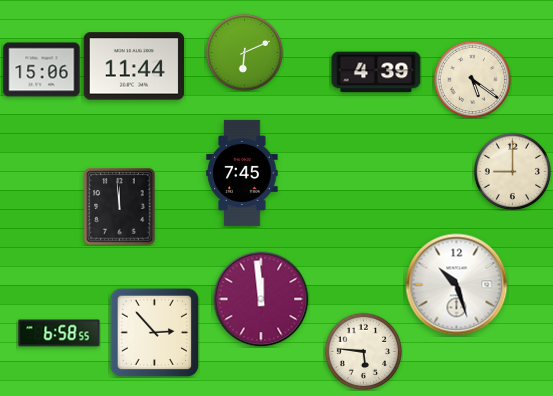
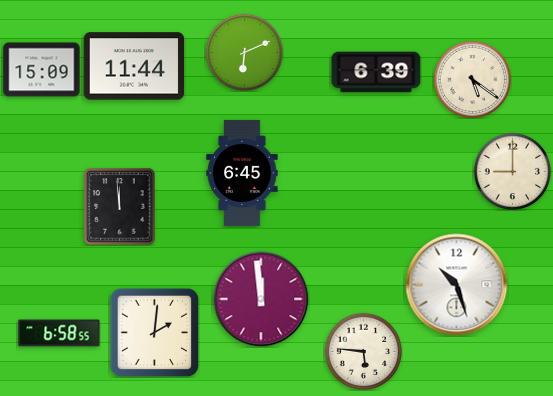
clock at (42, 70): 15:06 -> 15:09
clock at (376, 72): 4:39 -> 6:39
clock at (242, 173): 7:45 -> 6:45
clock at (154, 332): 2:53 -> 2:01
